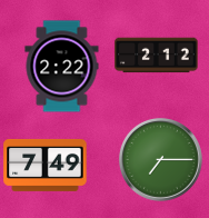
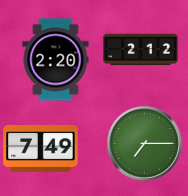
clock at (62, 67): 2:22 -> 2:20
